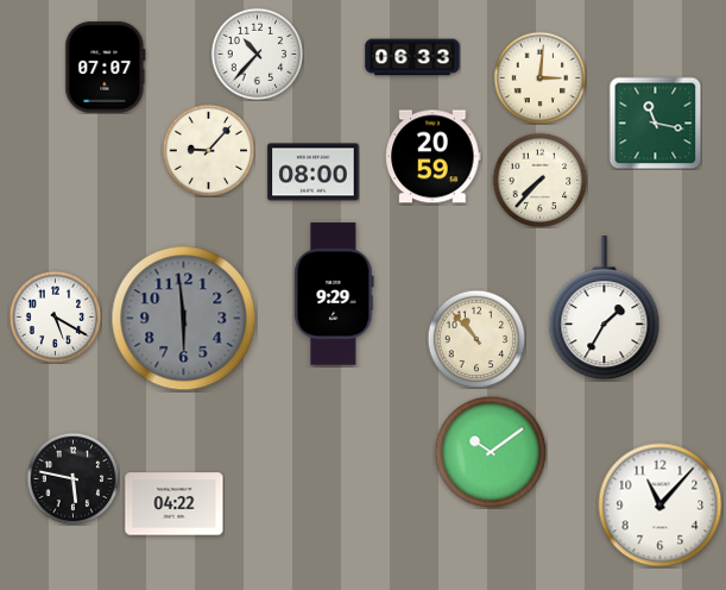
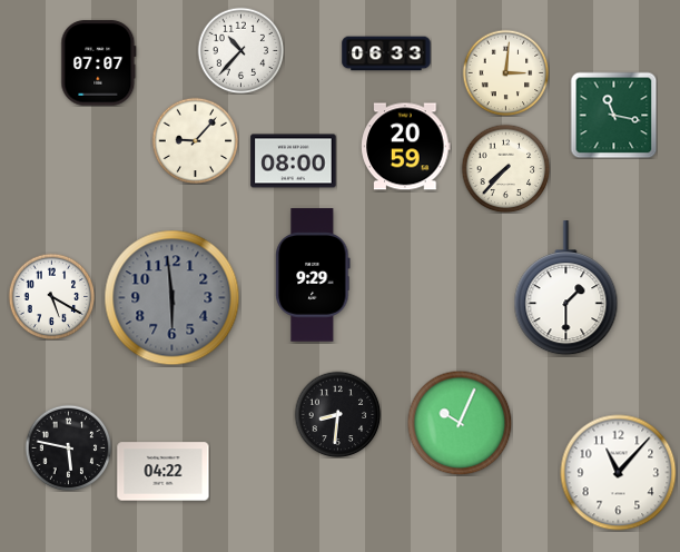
clock at (605, 308): 1:35 -> 1:30
clock at (476, 339): 10:53 -> none
clock at (337, 414): none -> 8:31
clock at (491, 452): 10:09 -> 10:04
